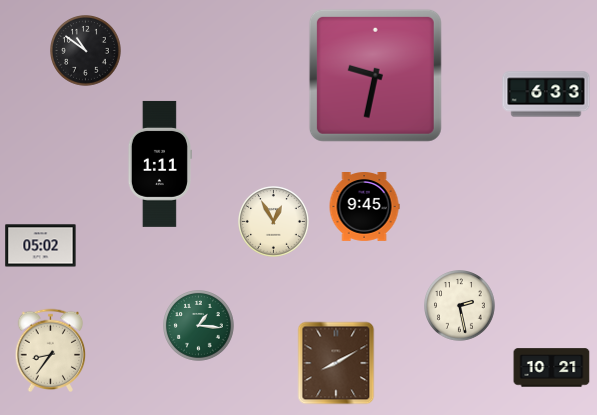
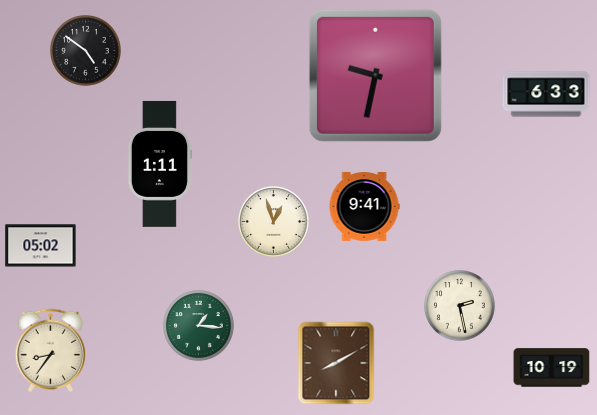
clock at (86, 51): 10:51 -> 4:51
clock at (364, 207): 9:45 -> 9:41
clock at (274, 222): 12:55 -> 12:57
clock at (552, 368): 10:21 -> 10:19
